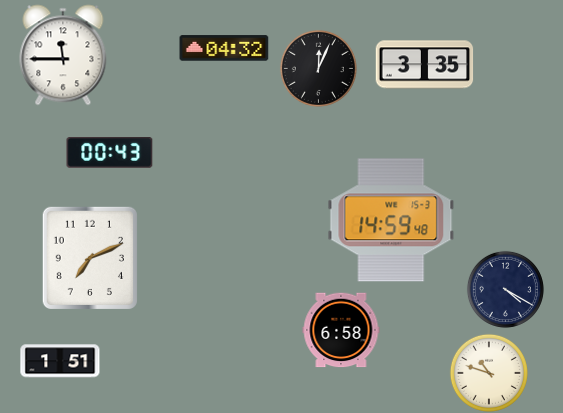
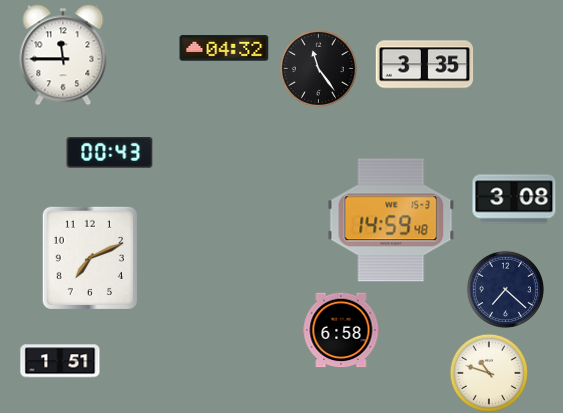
clock at (318, 68): 12:04 -> 11:24
clock at (514, 199): none -> 3:08
clock at (505, 289): 4:20 -> 7:22
